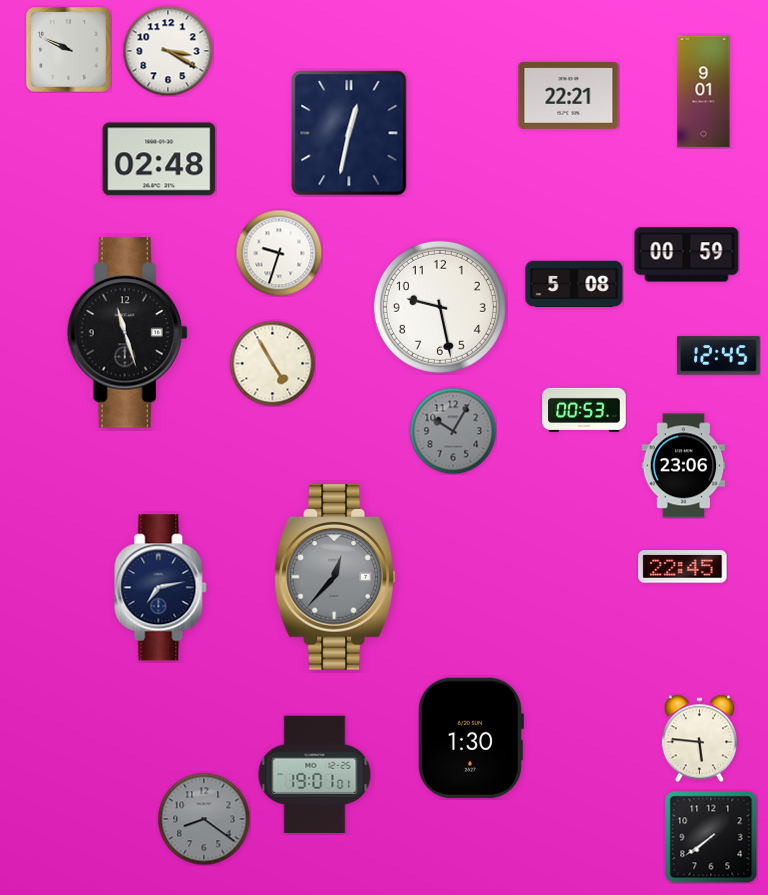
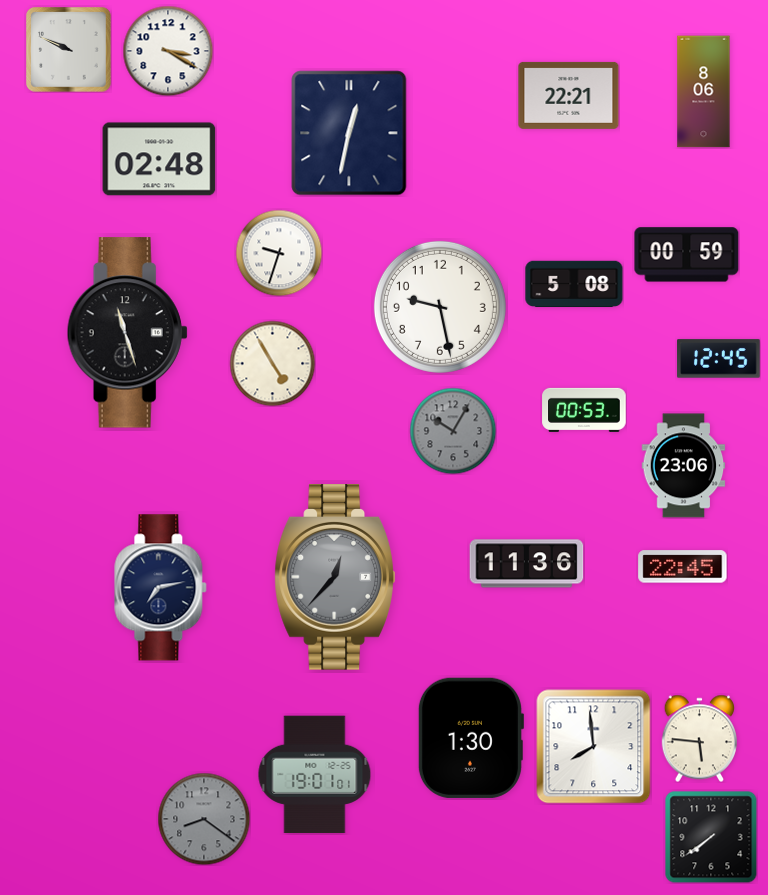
clock at (704, 92): 9:01 -> 8:06
clock at (719, 356) position: (719, 356) -> (719, 359)
clock at (527, 564): none -> 11:36
clock at (594, 747): none -> 7:59
